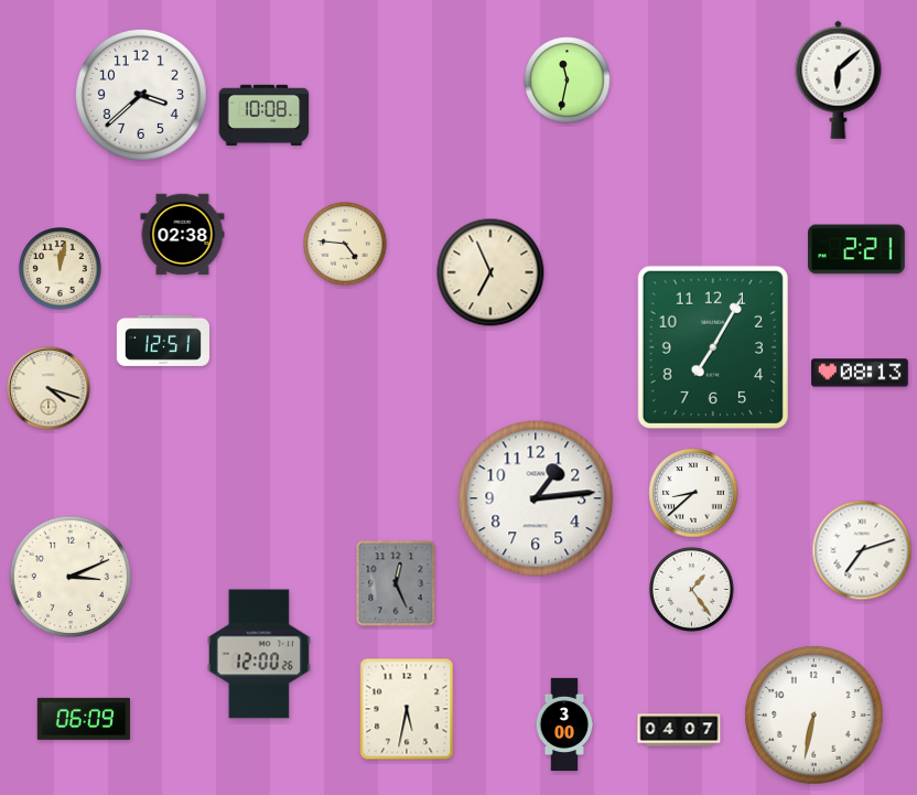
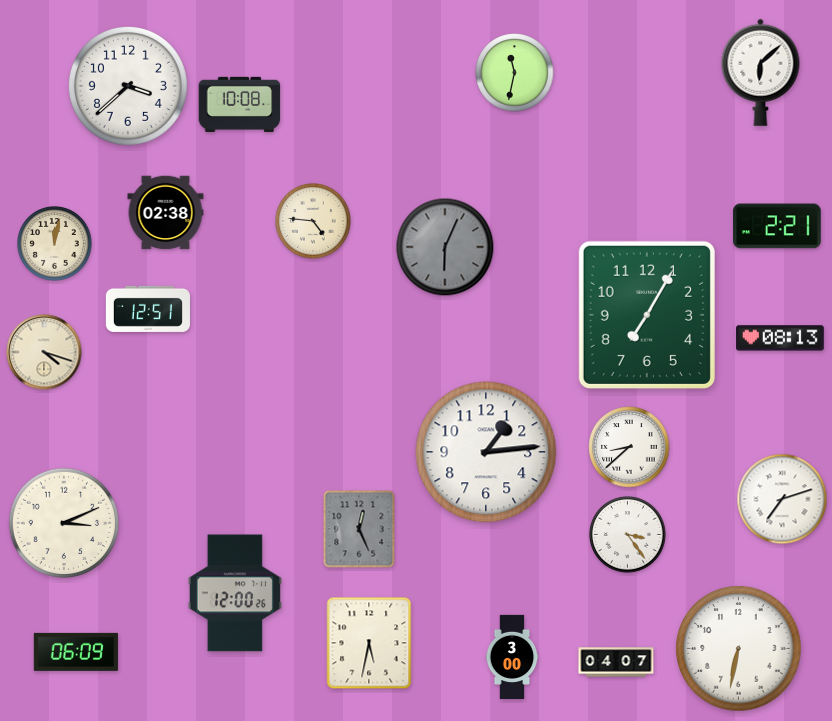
clock at (490, 272): 6:56 -> 6:04
clock at (490, 272) dial: cream -> grey
clock at (692, 590): 1:24 -> 3:24
